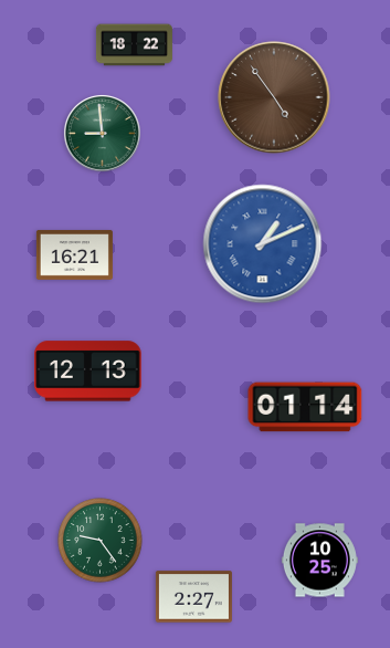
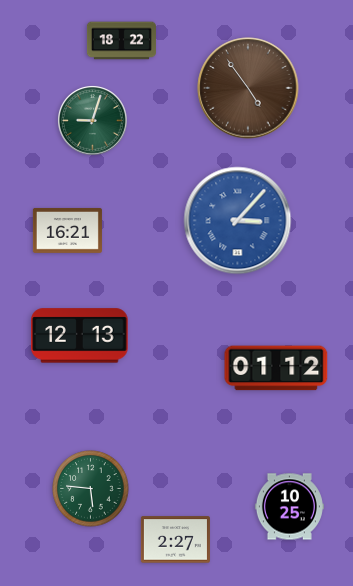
clock at (103, 134): 8:59 -> 9:03
clock at (263, 244): 1:11 -> 3:07
clock at (305, 407): 01:14 -> 01:12
clock at (101, 541): 9:24 -> 5:46
